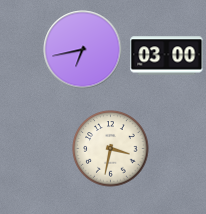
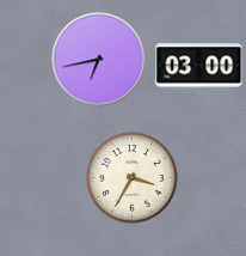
clock at (111, 149): 3:32 -> 3:35
